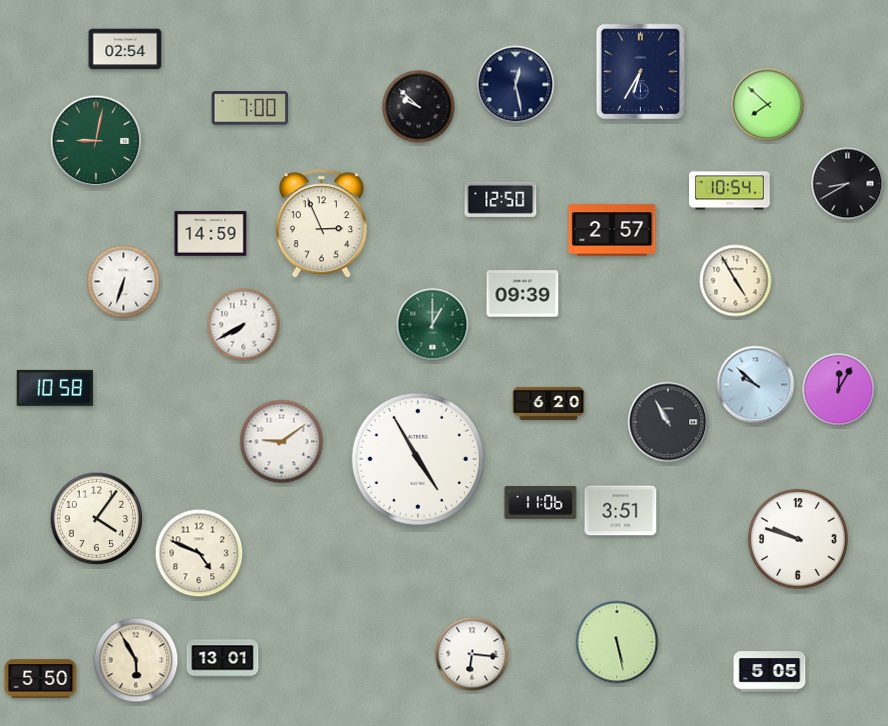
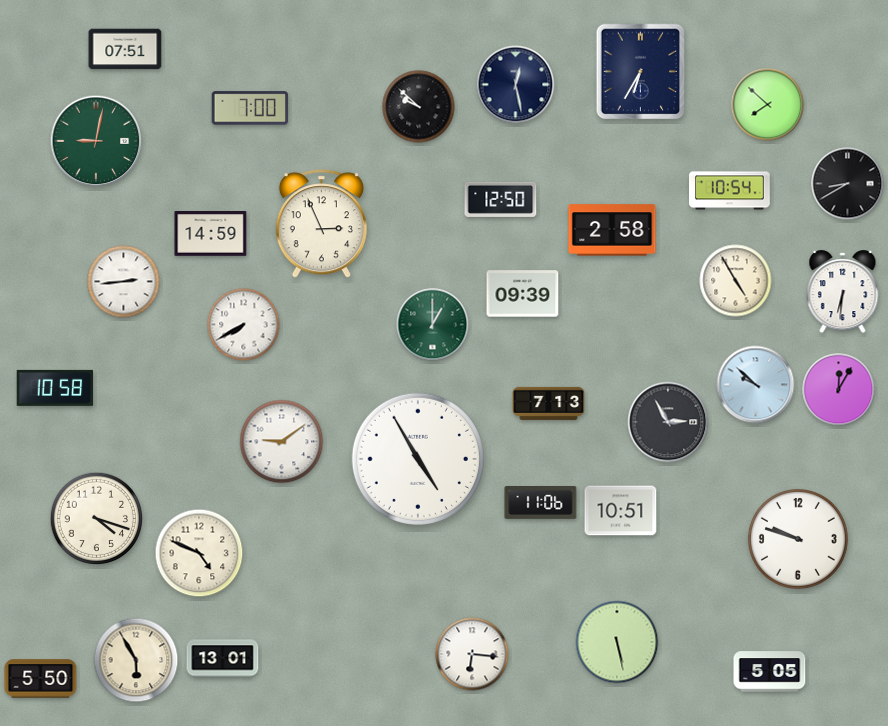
clock at (125, 49): 02:54 -> 07:51
clock at (612, 230): 2:57 -> 2:58
clock at (124, 282): 6:33 -> 2:44
clock at (843, 292): none -> 6:31
clock at (549, 403): 6:20 -> 7:13
clock at (668, 422): 10:55 -> 2:55
clock at (621, 511): 3:51 -> 10:51
clock at (97, 519): 4:06 -> 4:18
